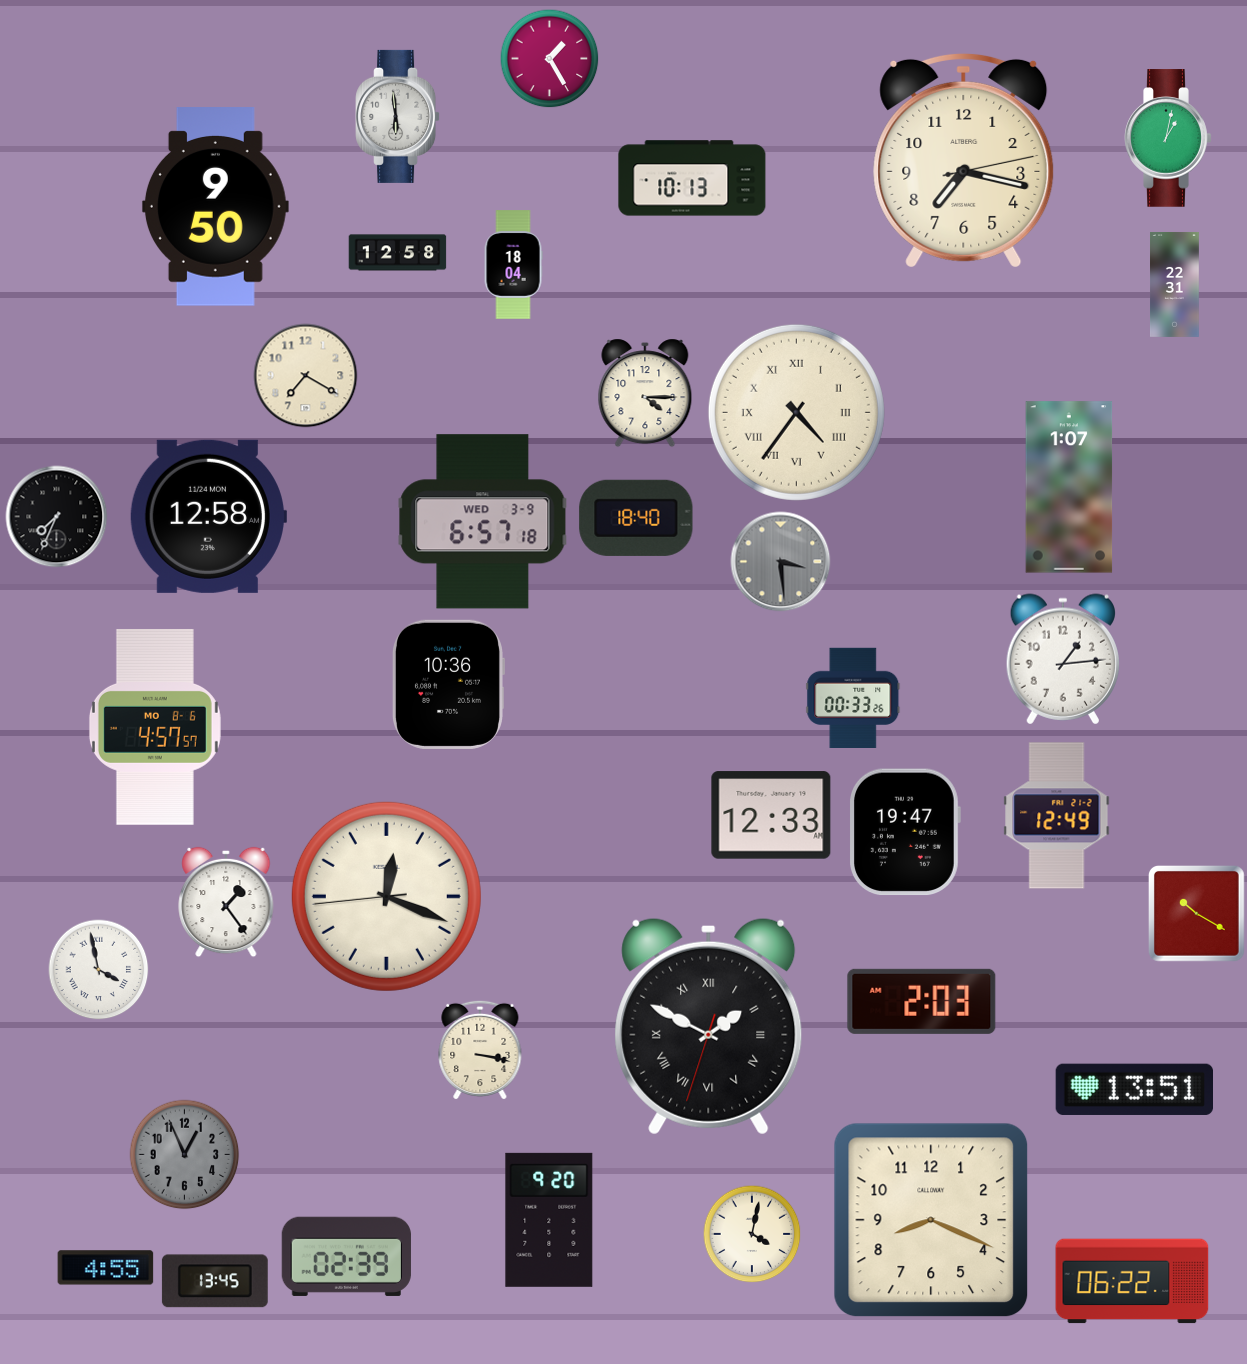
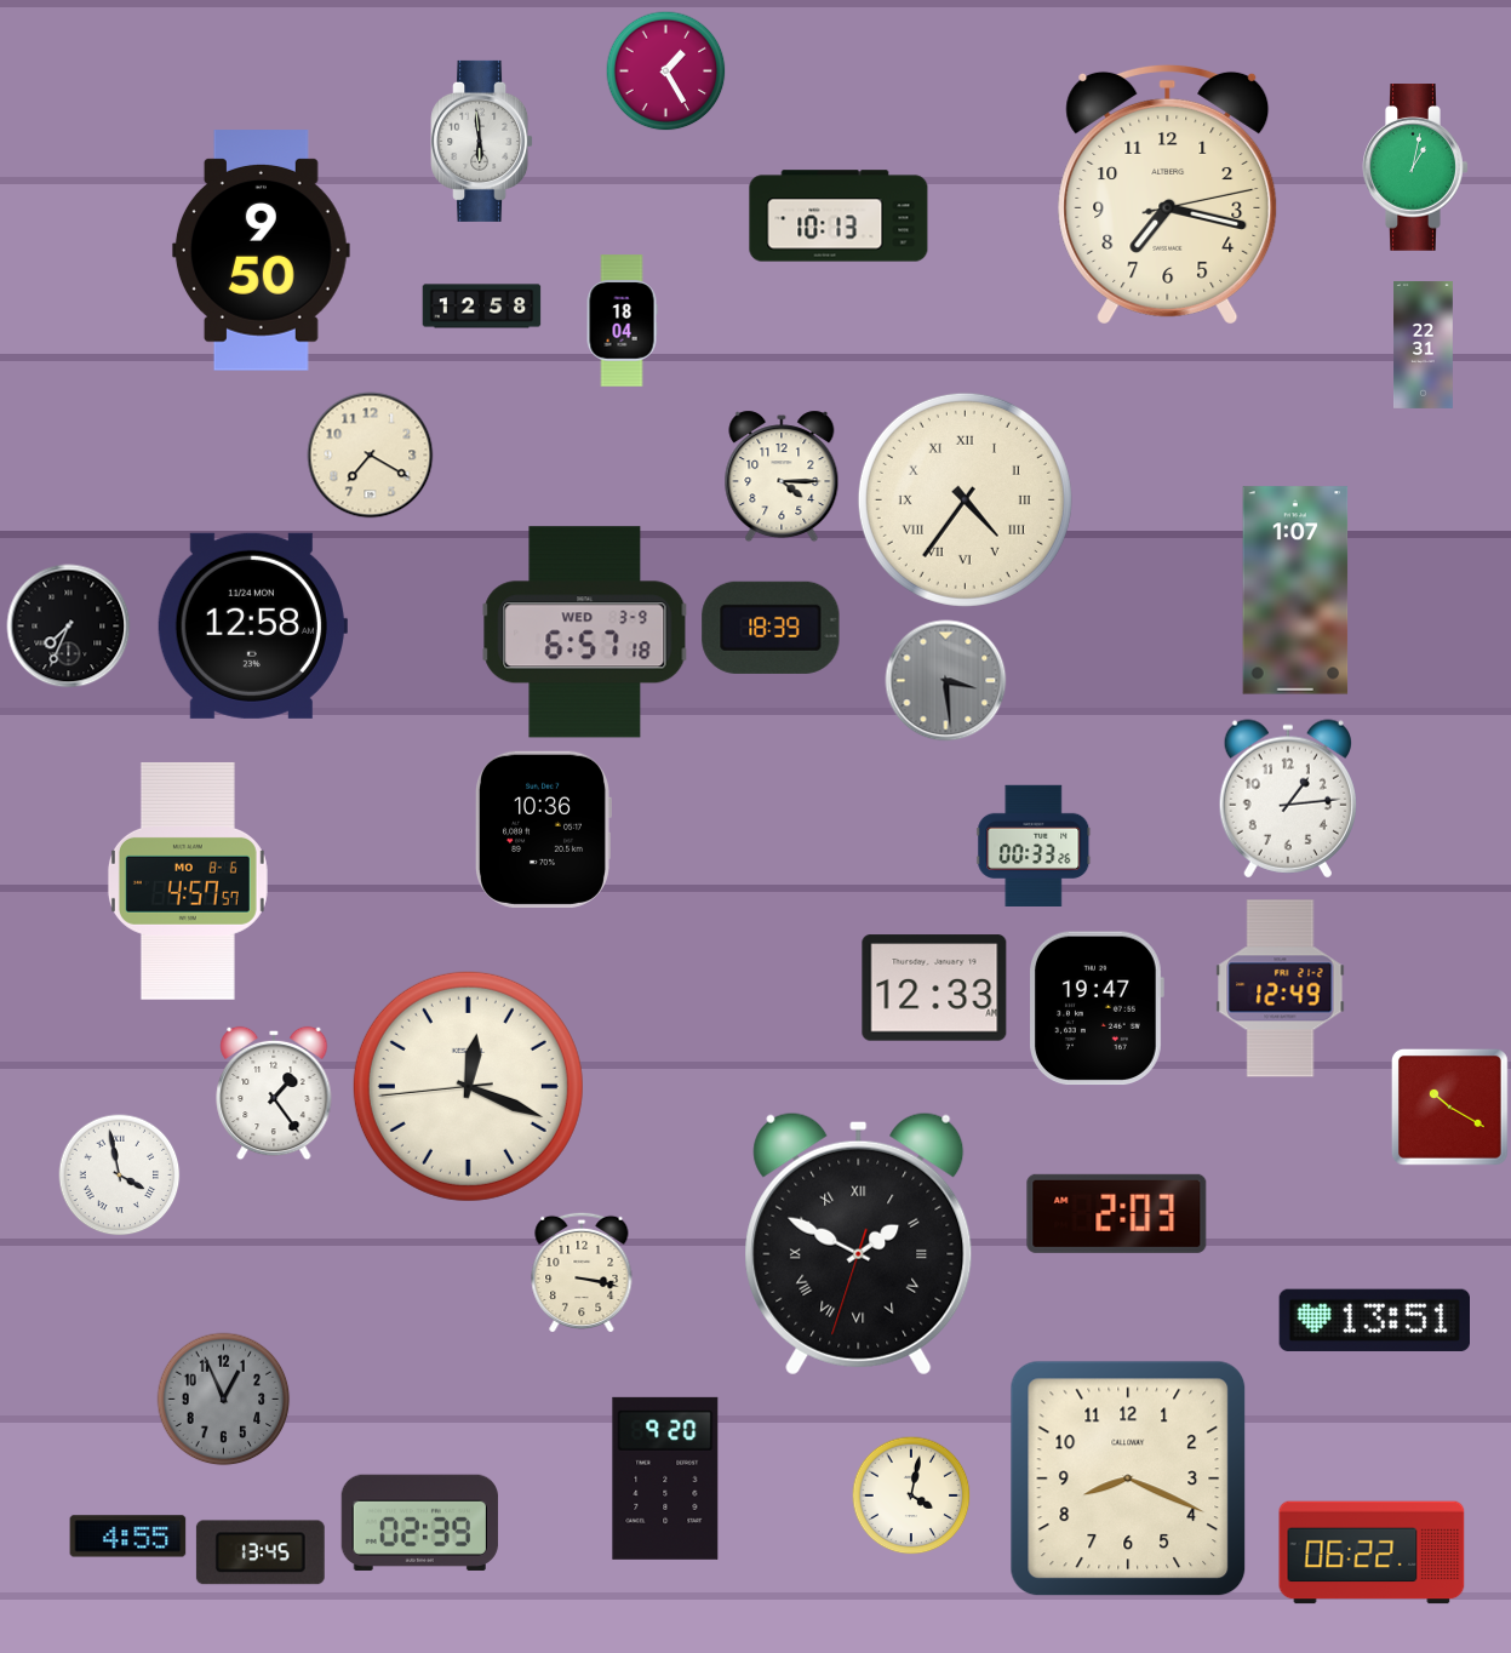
clock at (636, 518): 18:40 -> 18:39
